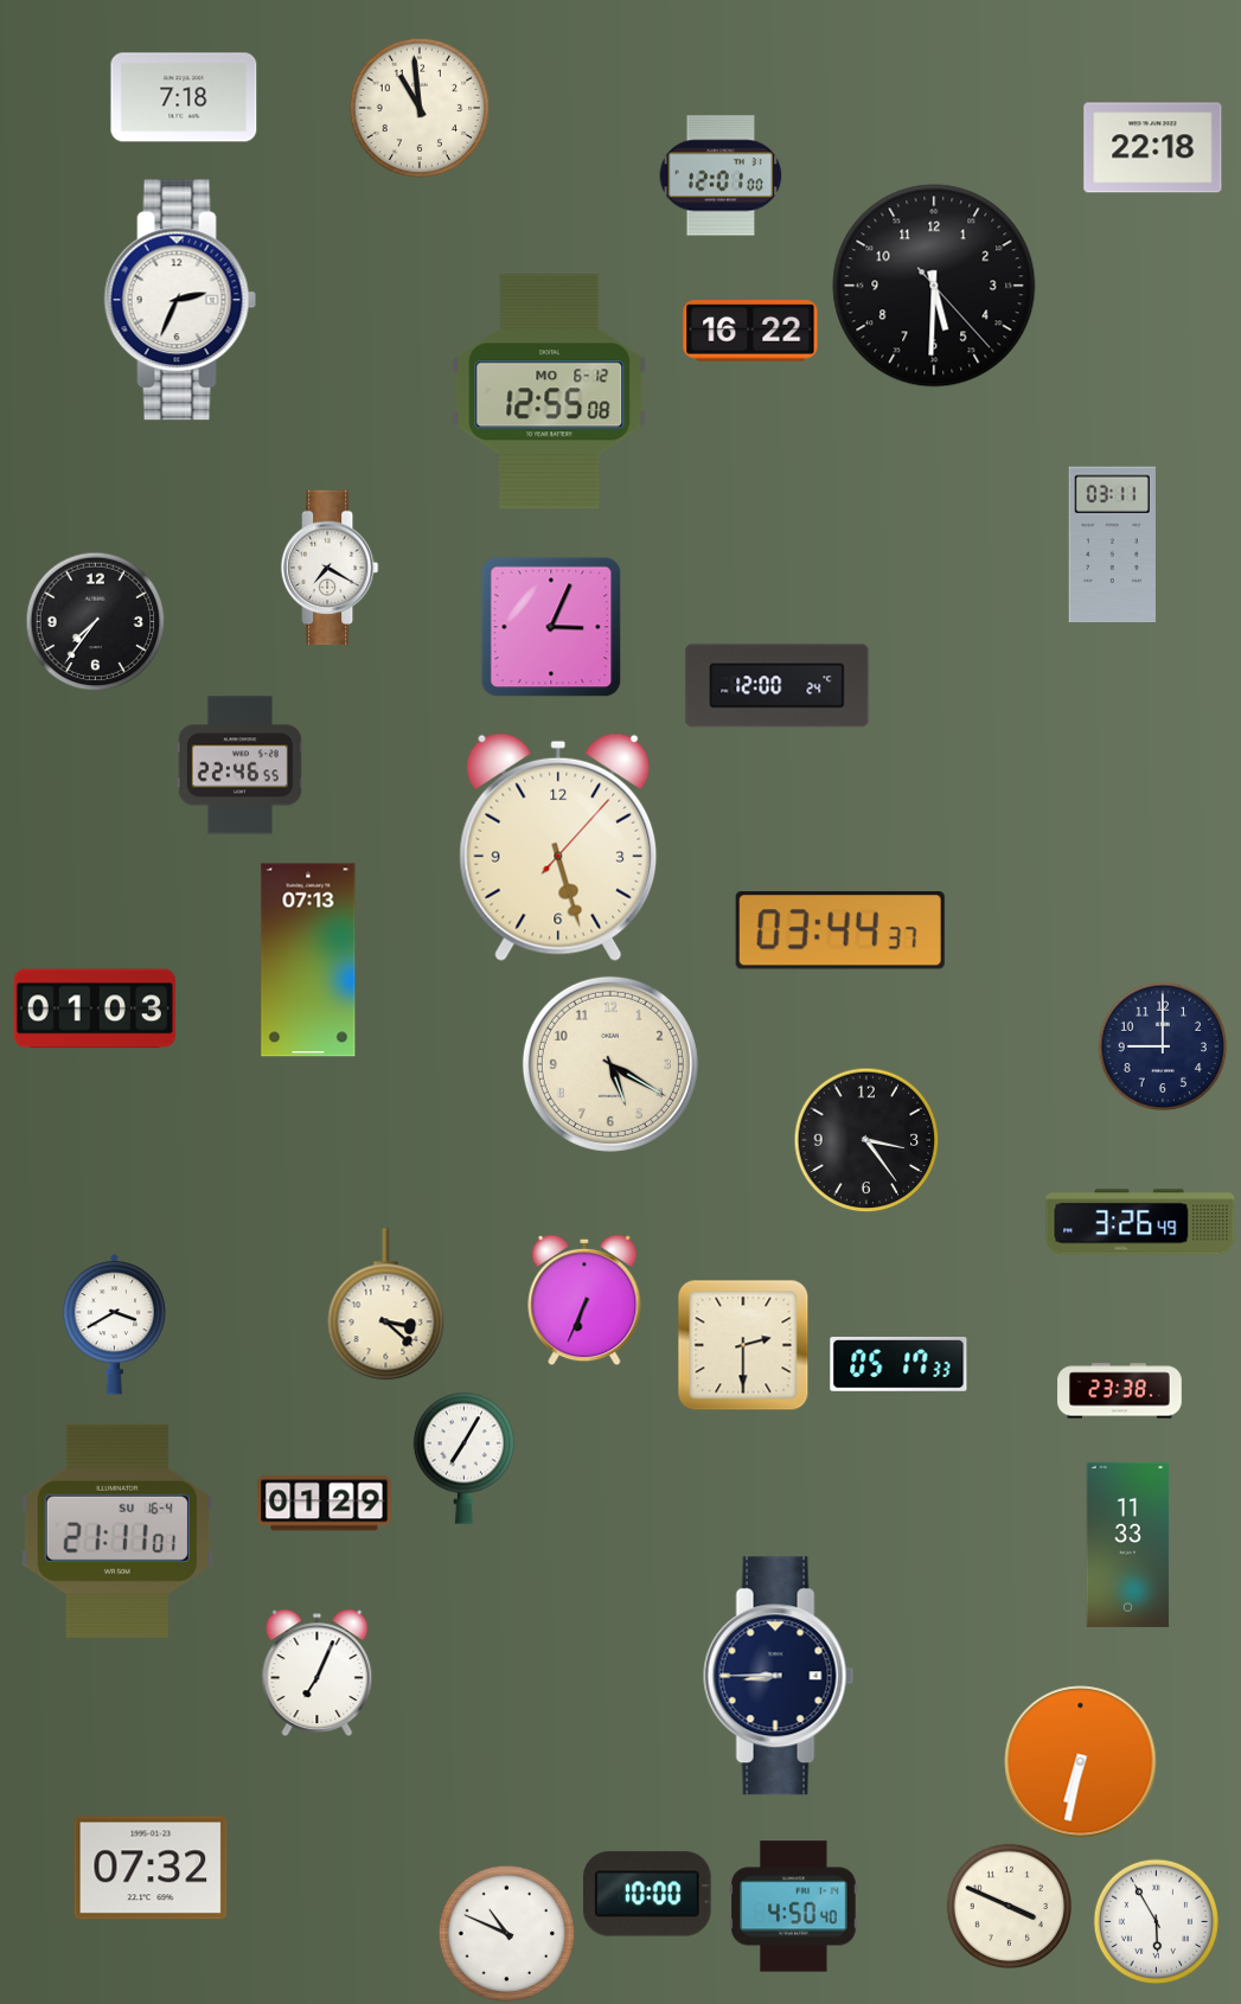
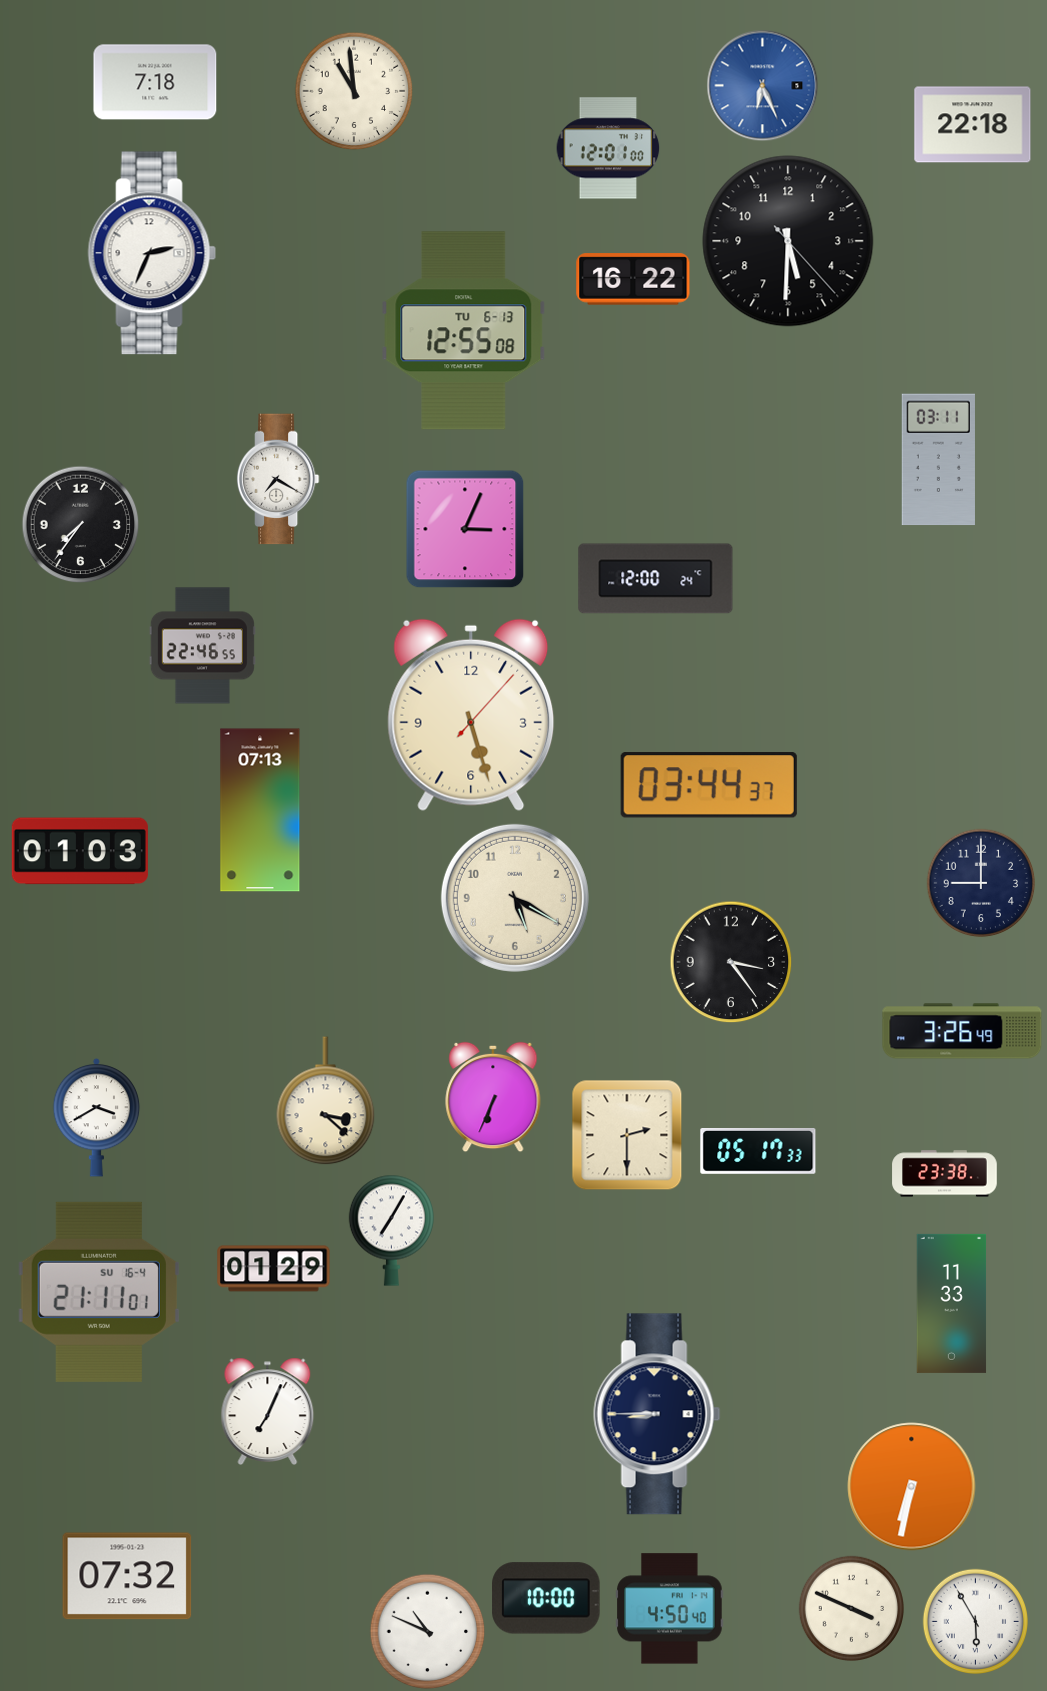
clock at (763, 86): none -> 6:26
clock at (550, 392) date: MO 6-12 -> TU 6-13
